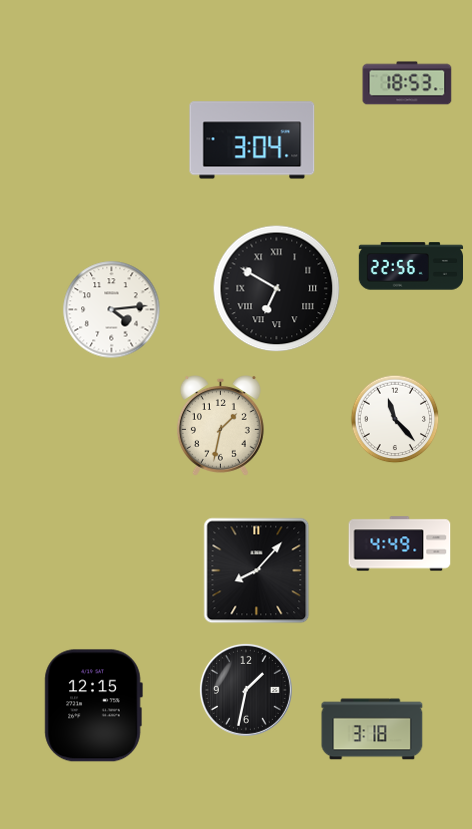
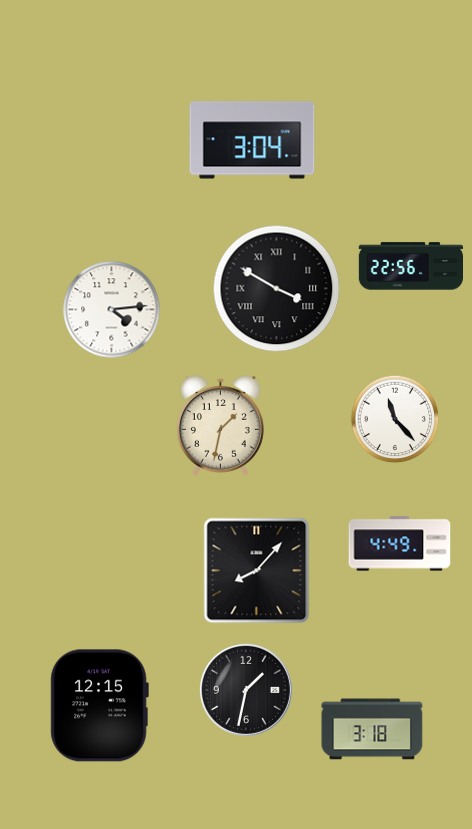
clock at (407, 83): 18:53 -> none
clock at (277, 289): 6:50 -> 3:50
clock at (93, 706) position: (93, 706) -> (99, 706)
